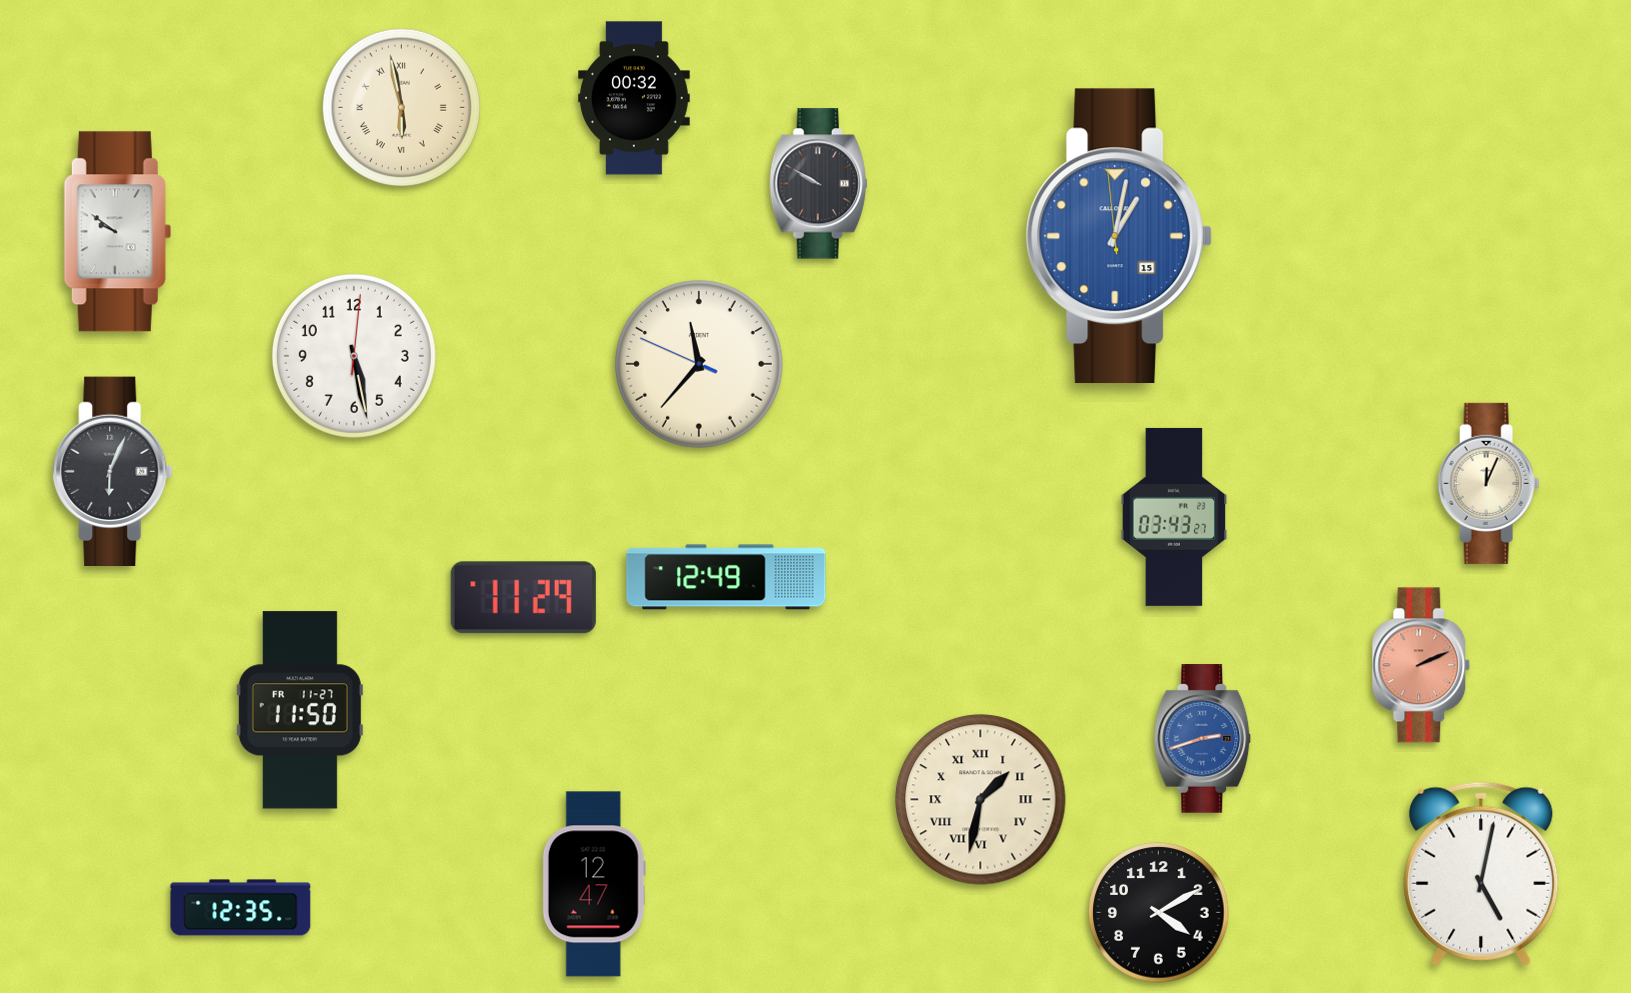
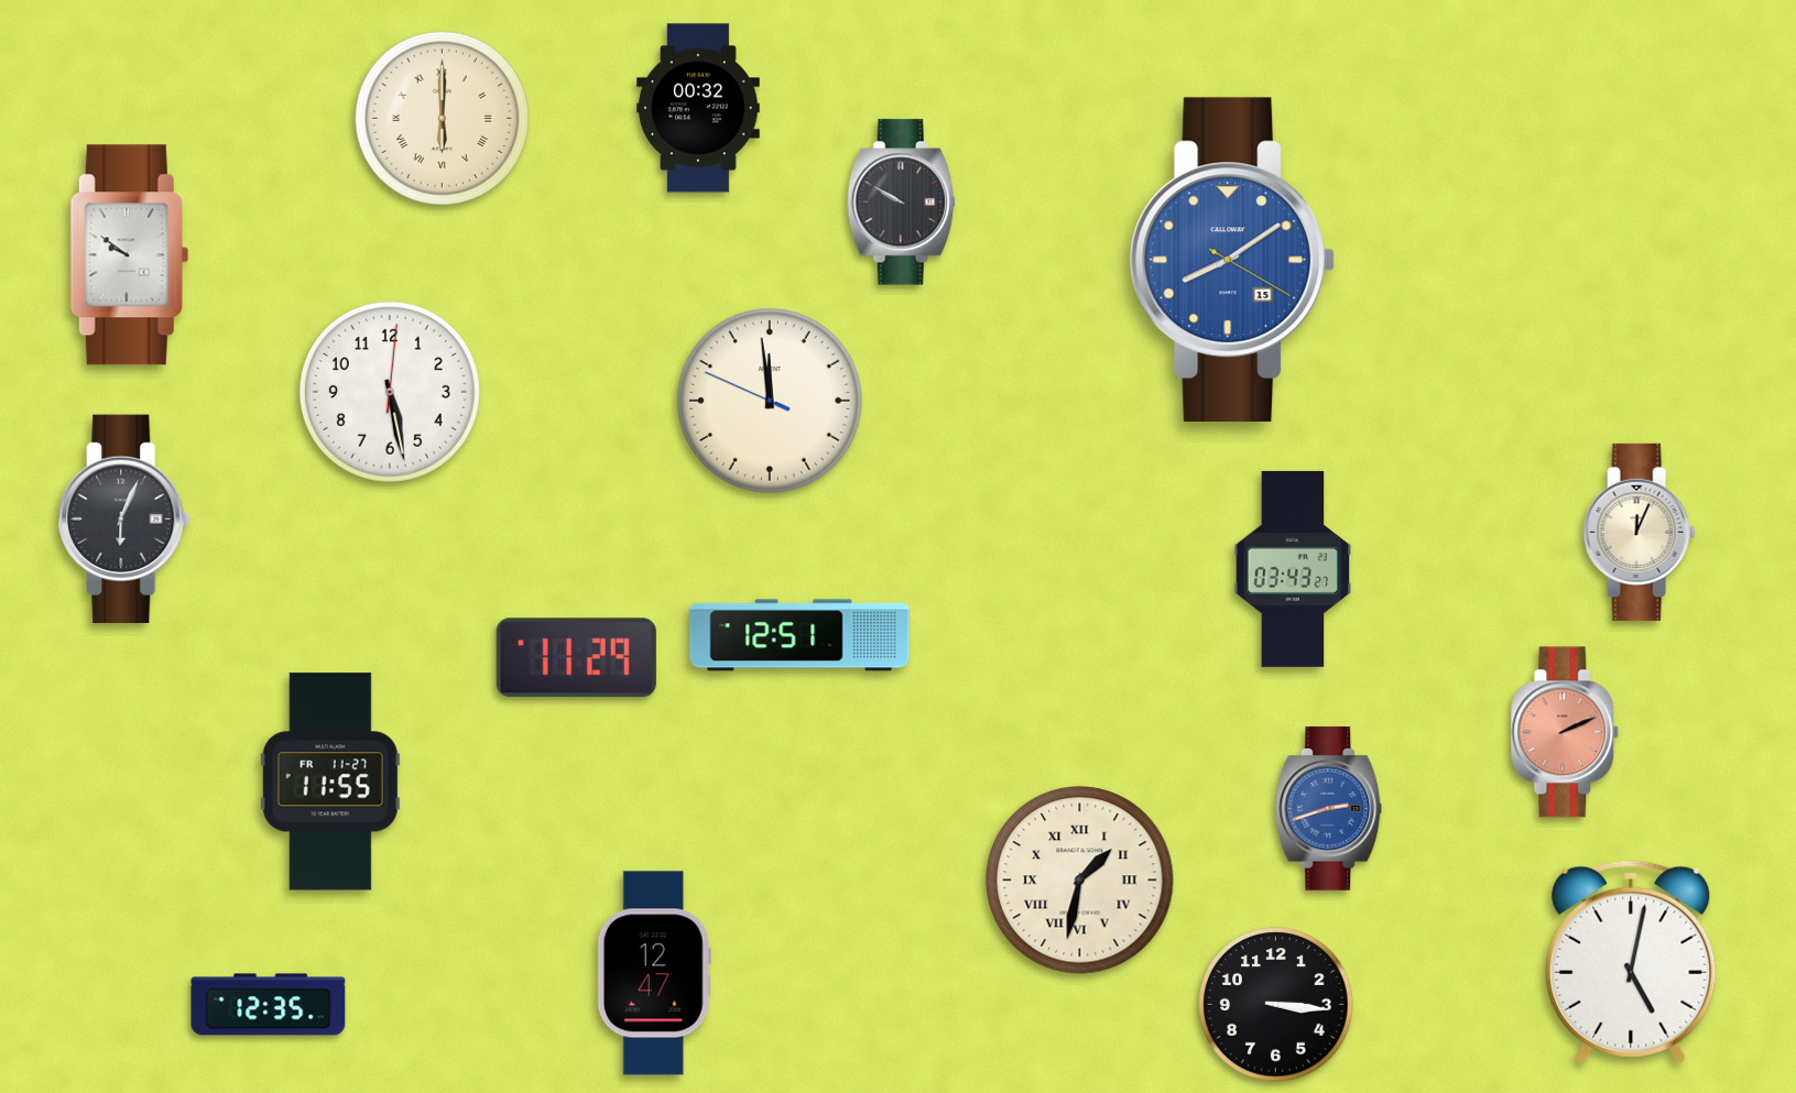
clock at (401, 107): 5:58 -> 6:00
clock at (1119, 236): 1:01 -> 8:09
clock at (700, 365): 11:36 -> 11:58
clock at (726, 577): 12:49 -> 12:51
clock at (300, 710): 11:50 -> 11:55
clock at (1203, 739) position: (1203, 739) -> (1329, 809)
clock at (241, 908) position: (241, 908) -> (269, 1005)
clock at (1159, 913): 4:10 -> 3:16
